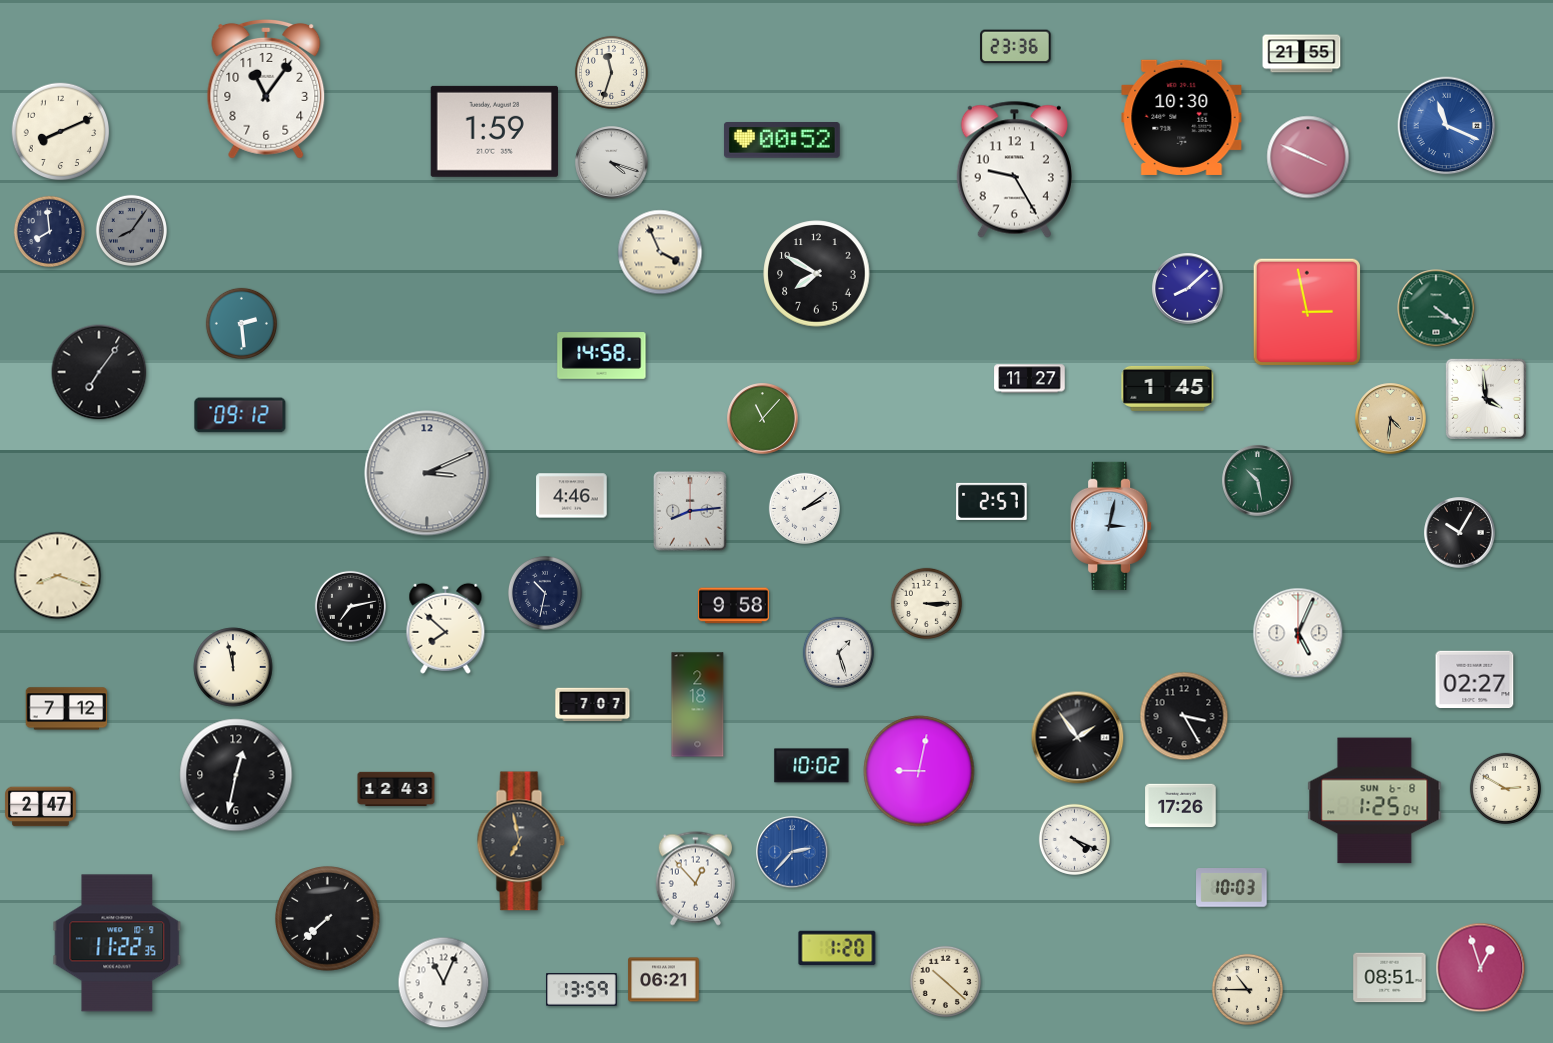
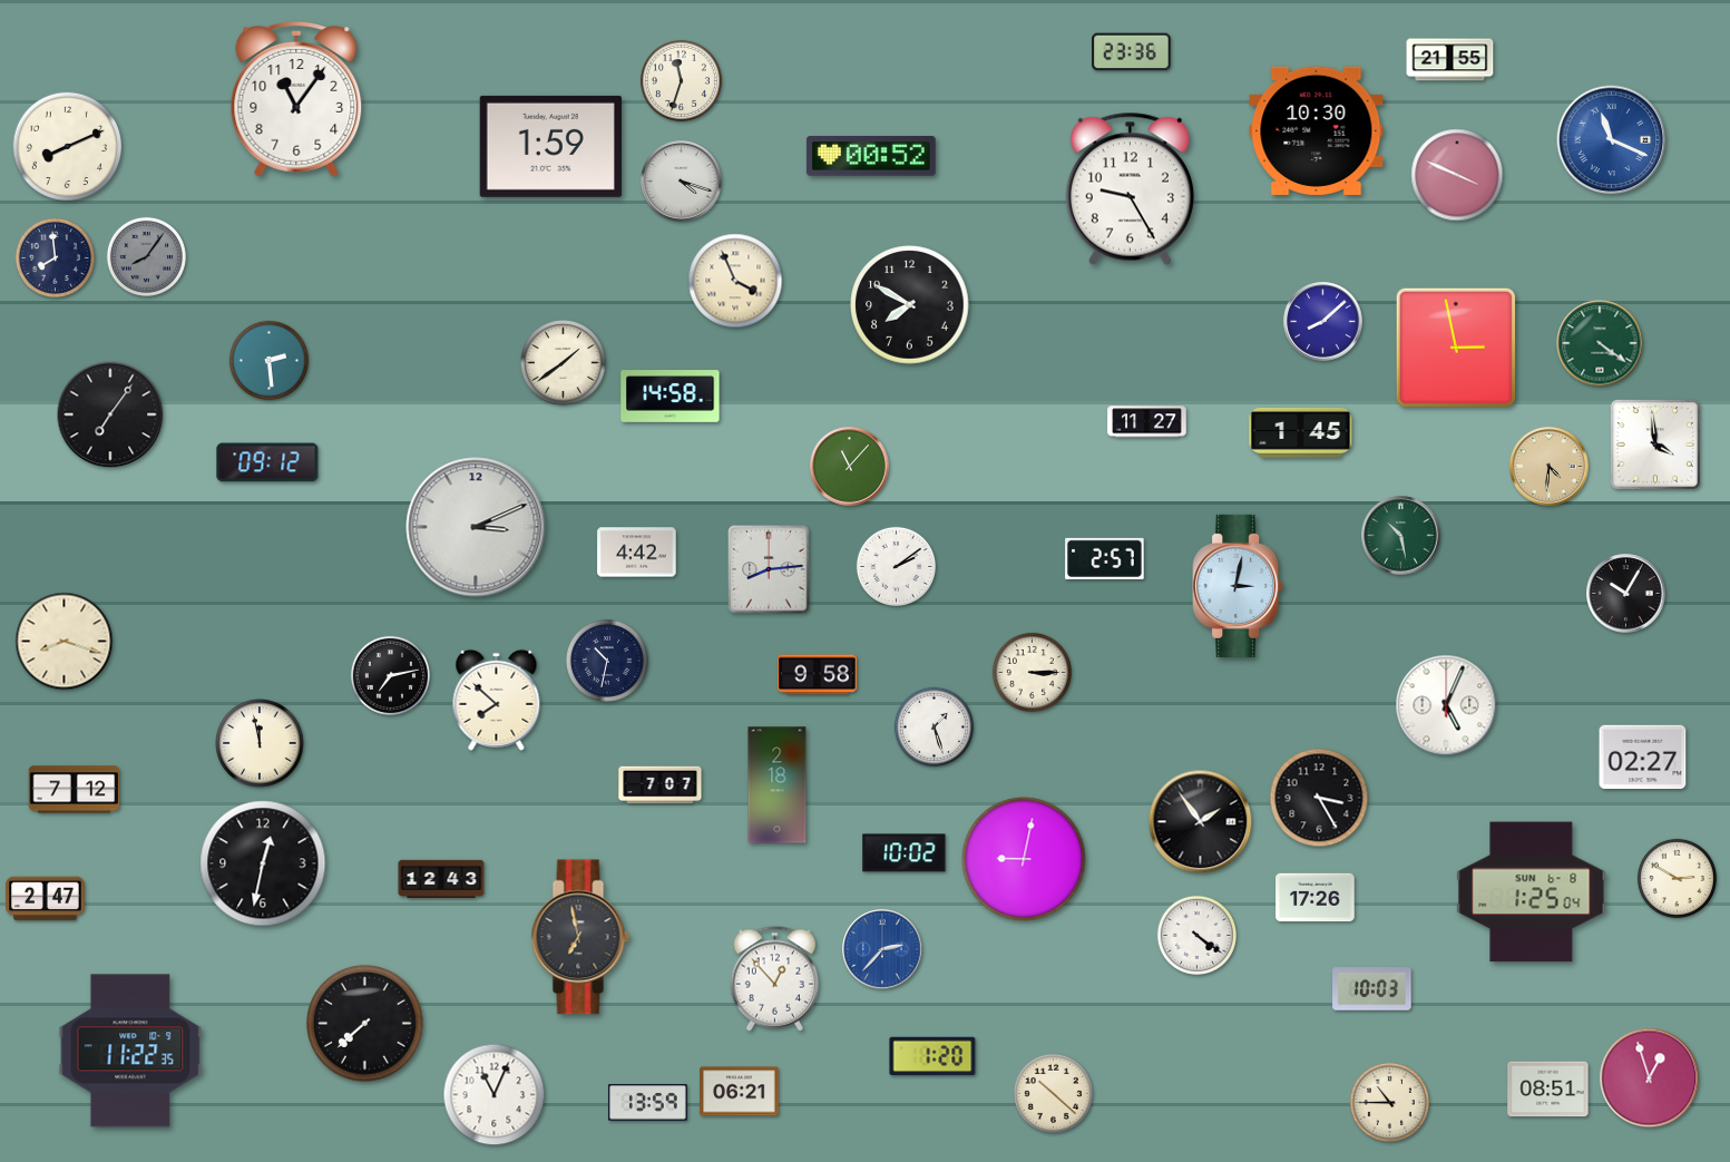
clock at (564, 363): none -> 1:39
clock at (572, 496): 4:46 -> 4:42
clock at (1074, 839): 4:19 -> 4:21
